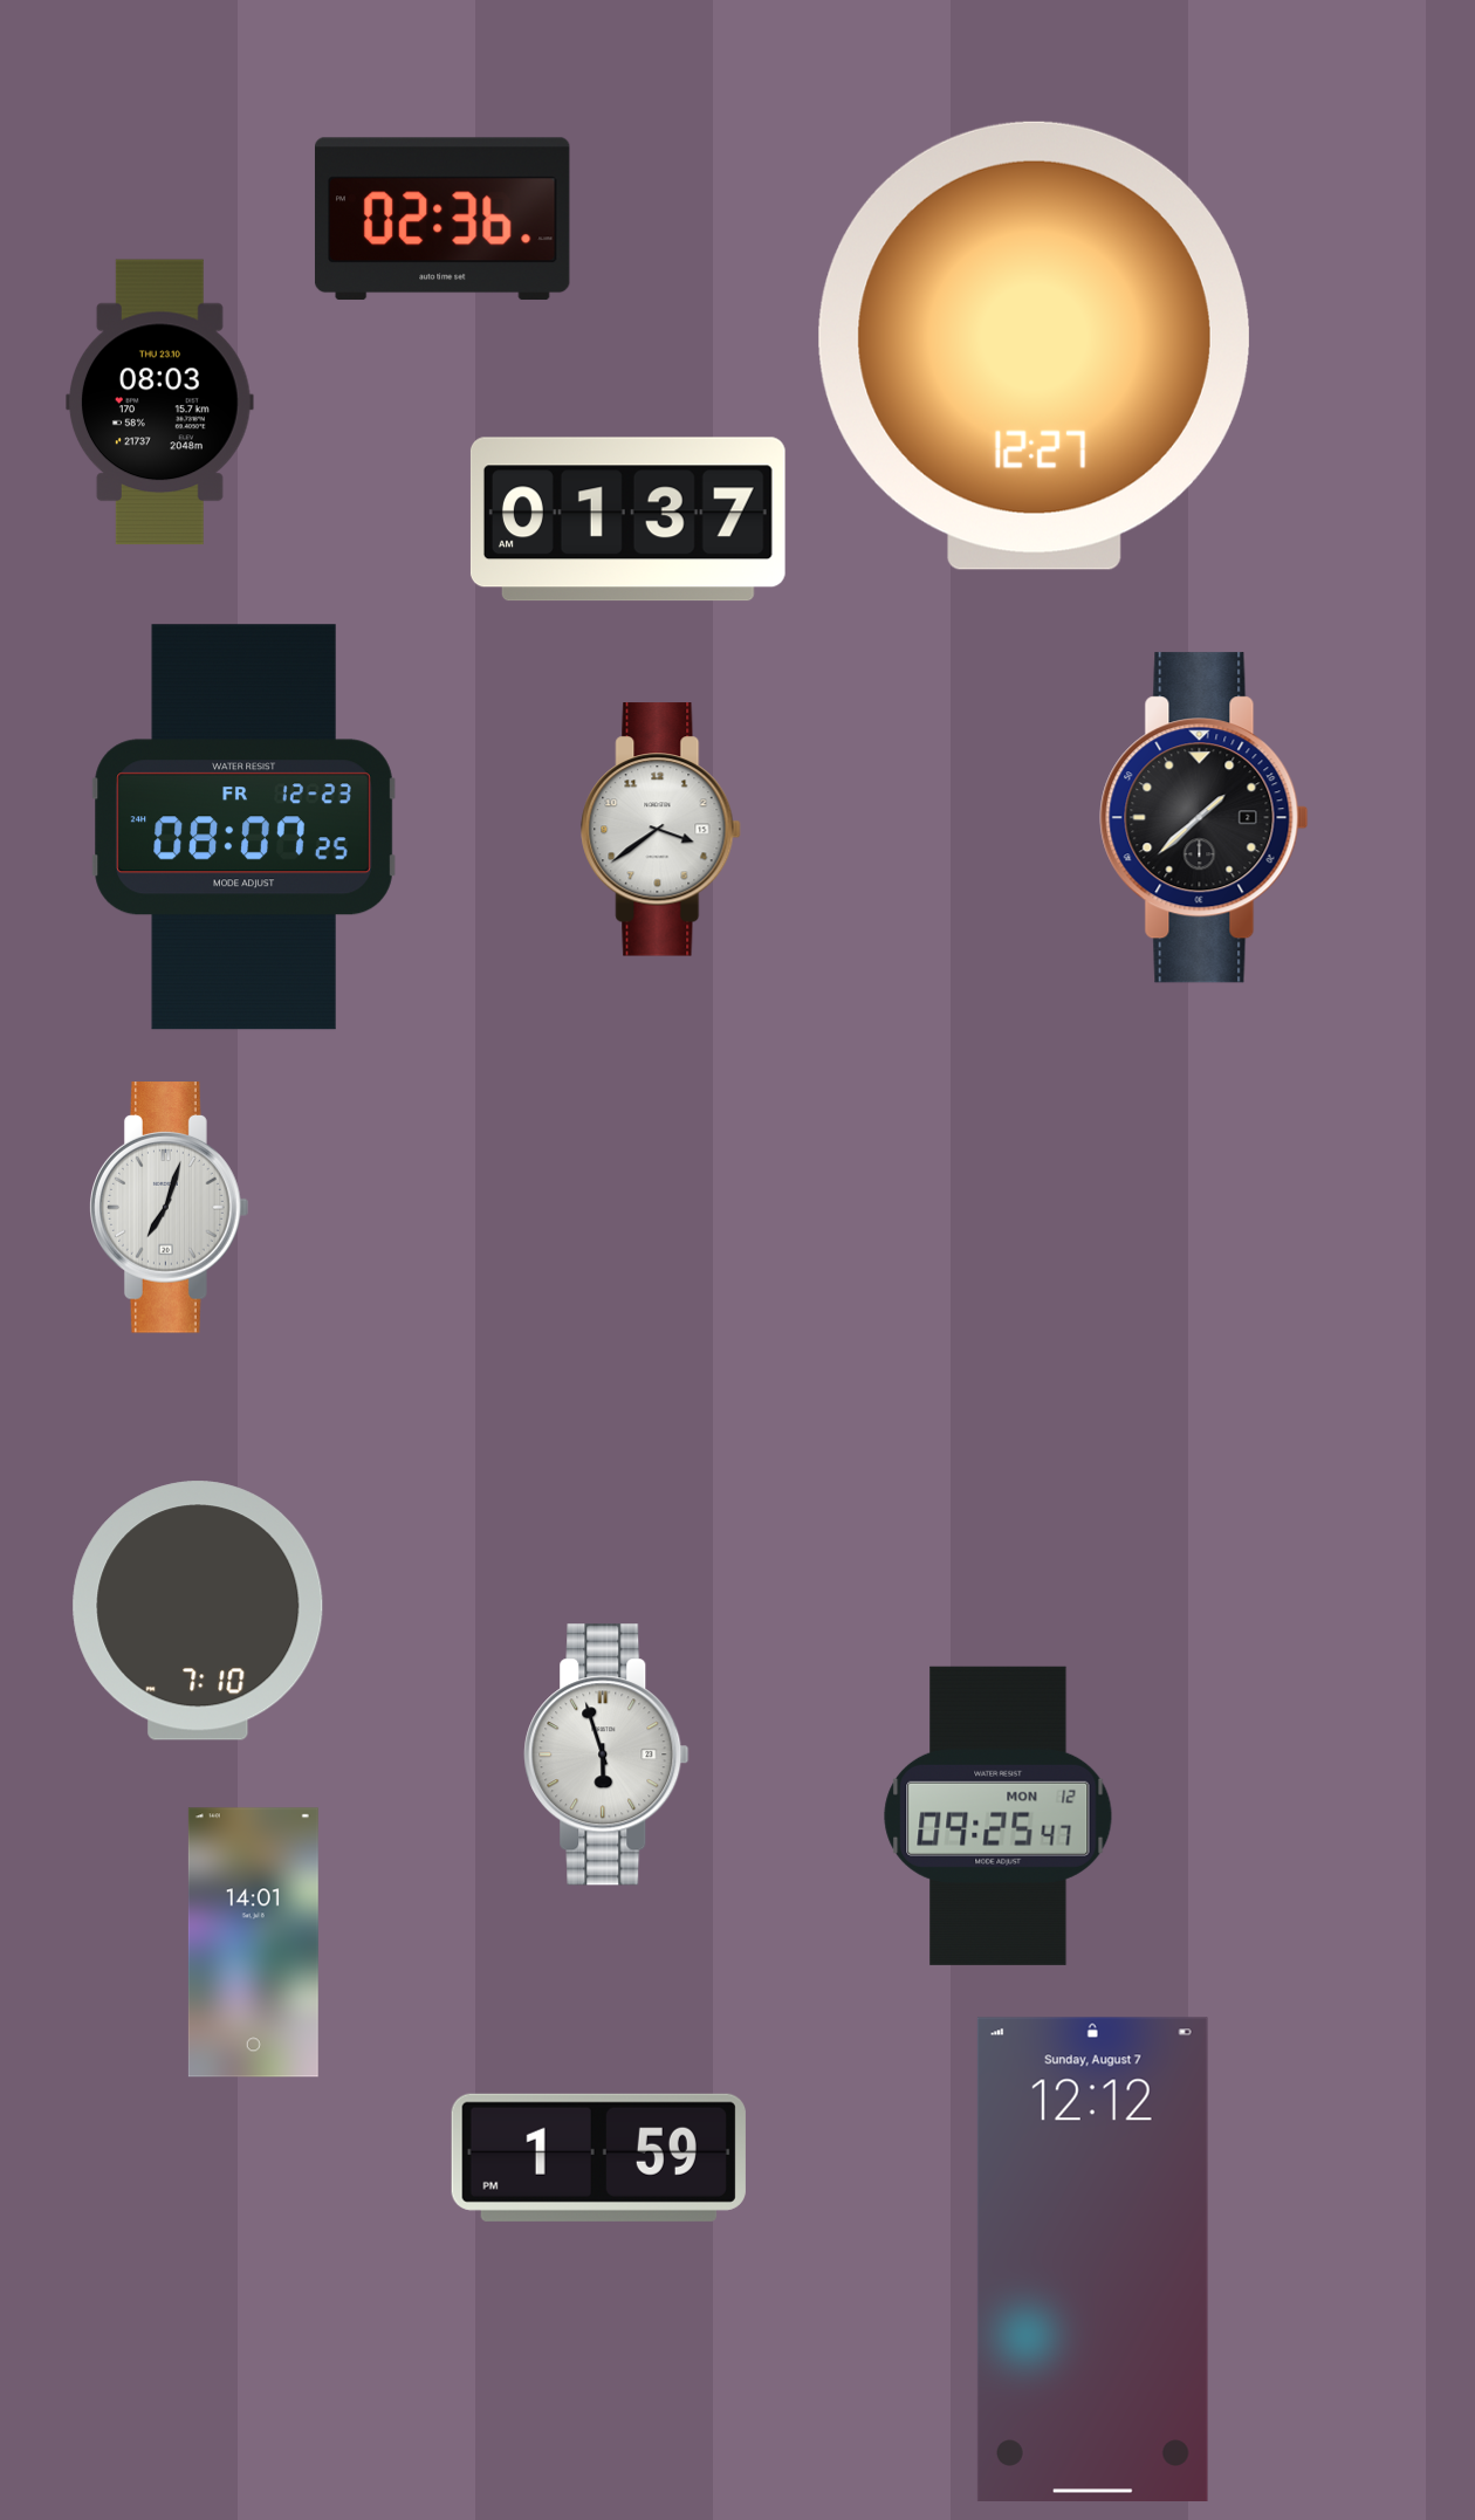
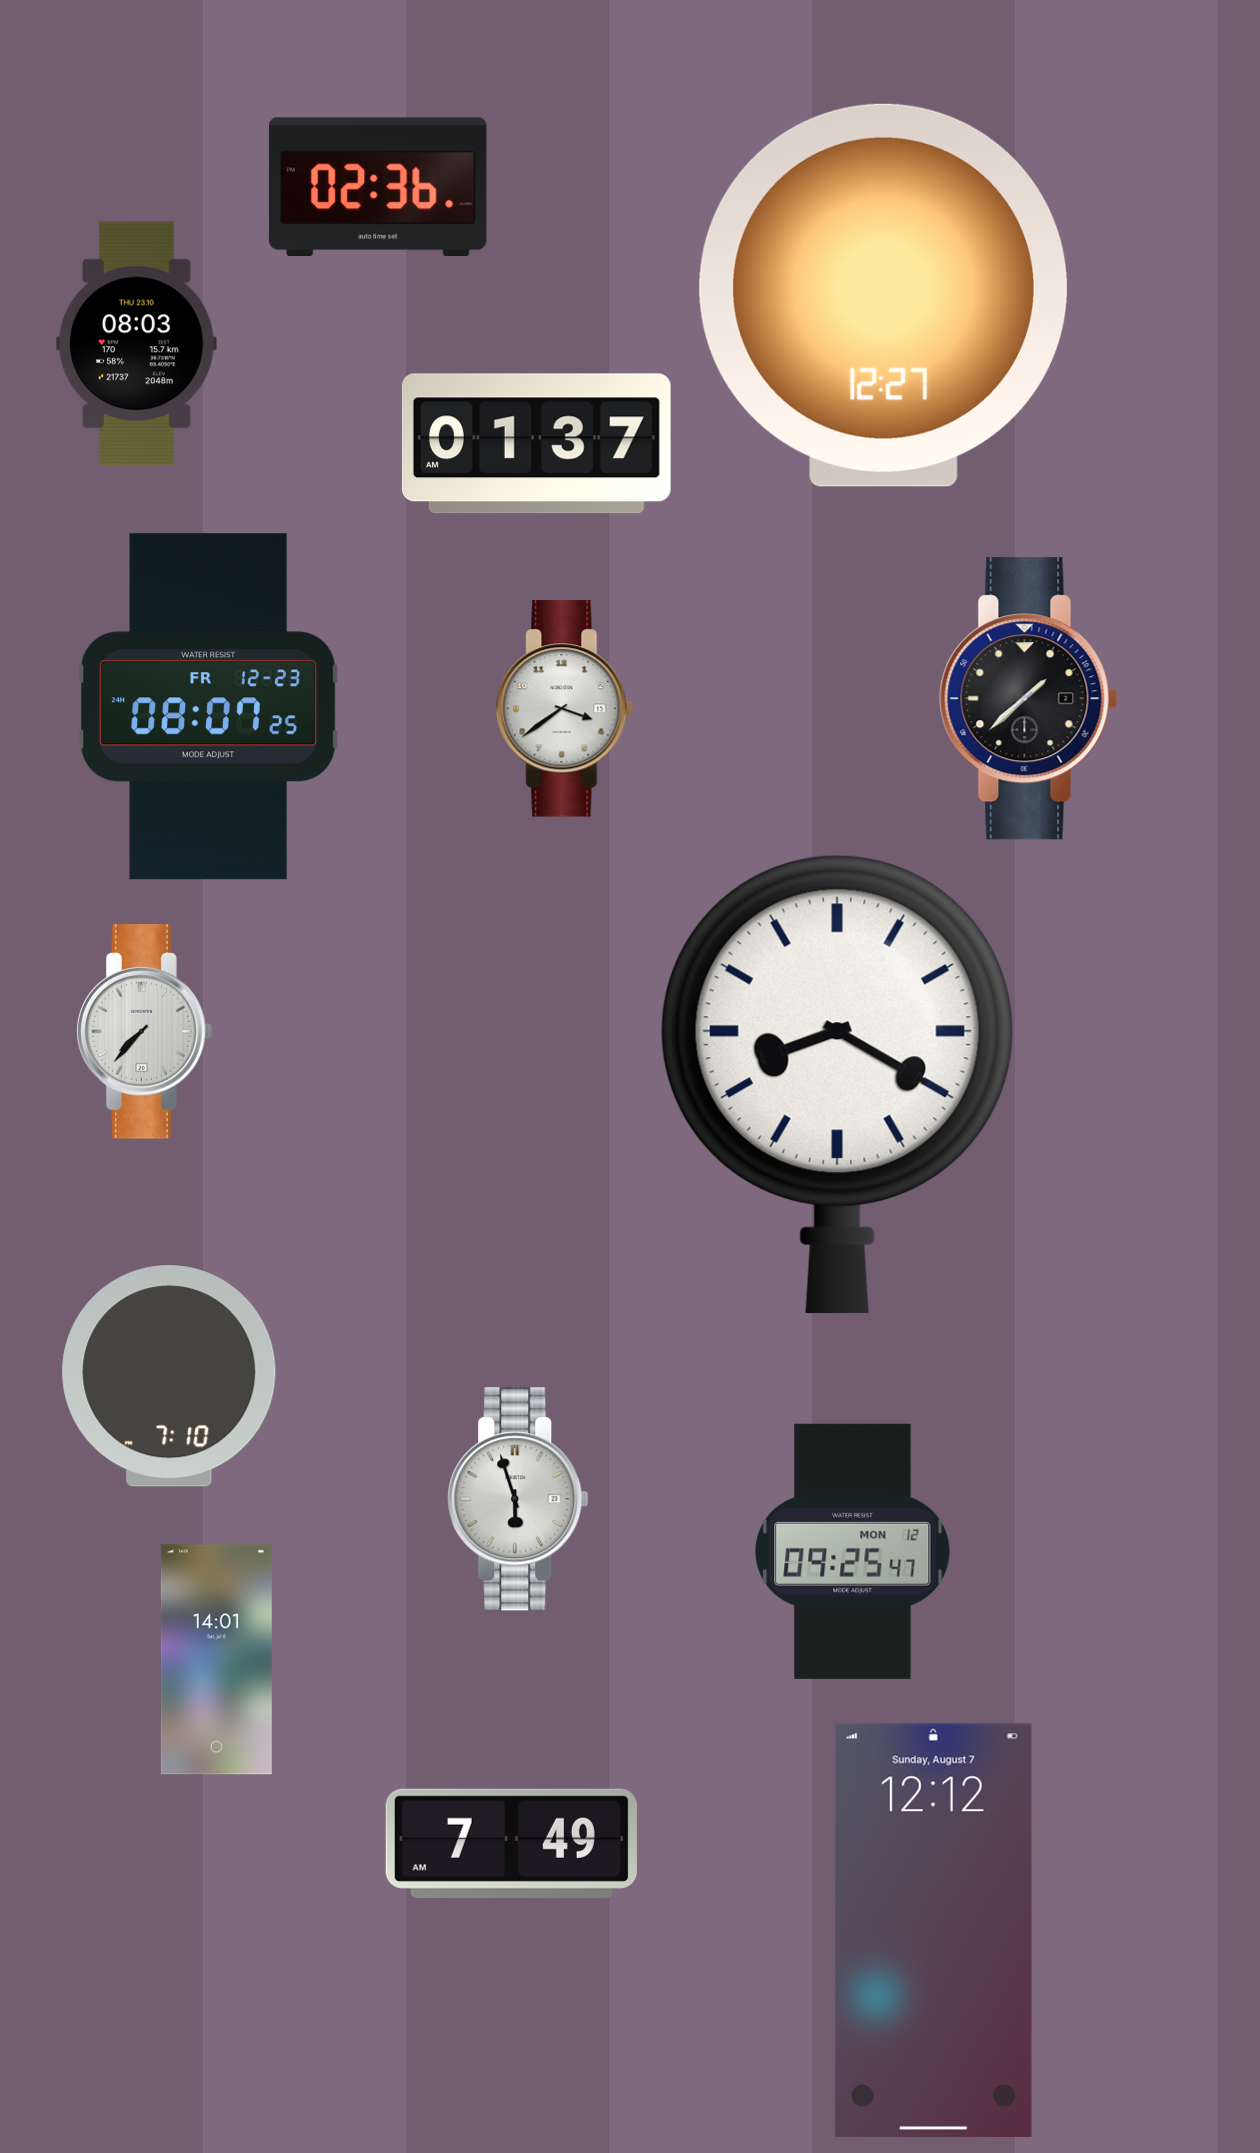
clock at (170, 1208): 7:03 -> 7:37
clock at (837, 1084): none -> 8:20
clock at (598, 2157): 1:59 -> 7:49
